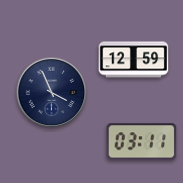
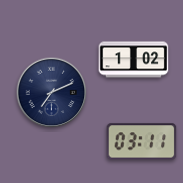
clock at (134, 60): 12:59 -> 1:02
clock at (52, 93): 3:56 -> 7:11
